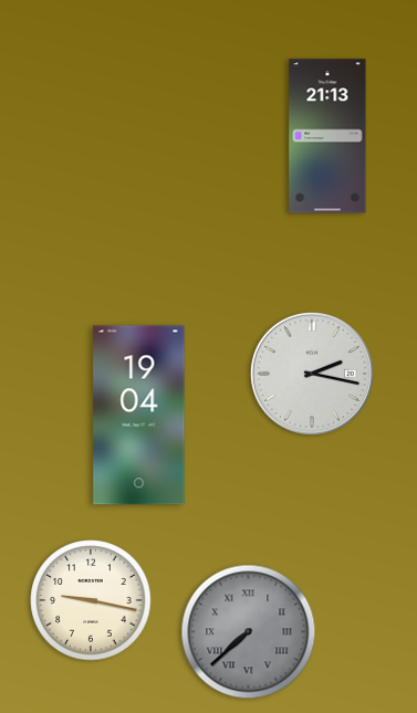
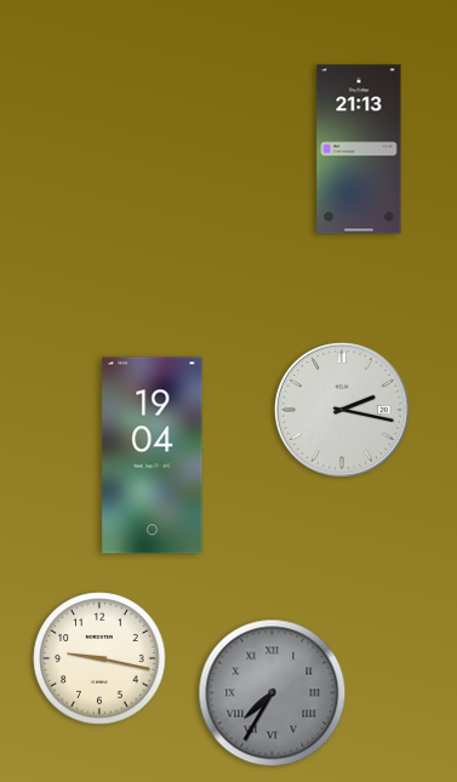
clock at (249, 632): 7:38 -> 7:35
